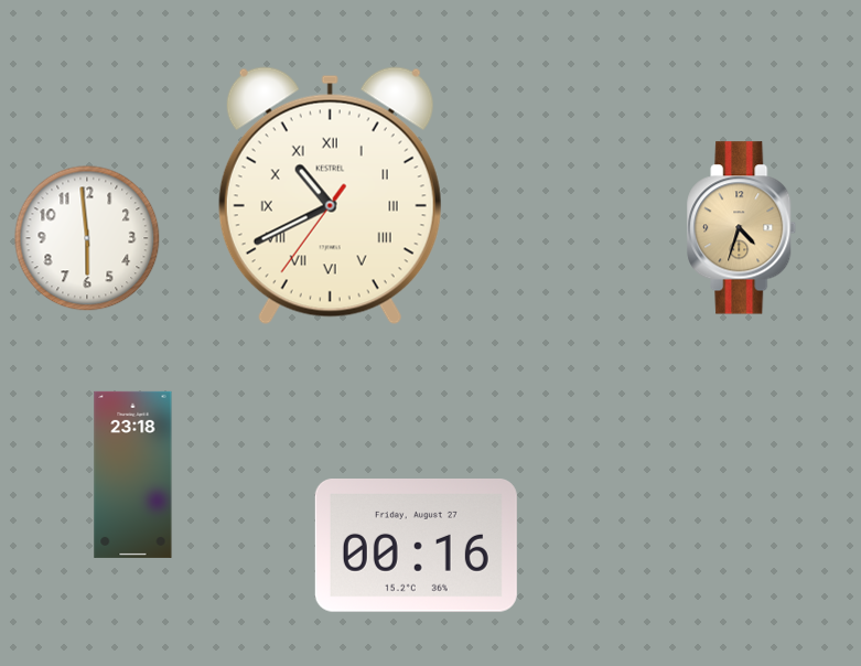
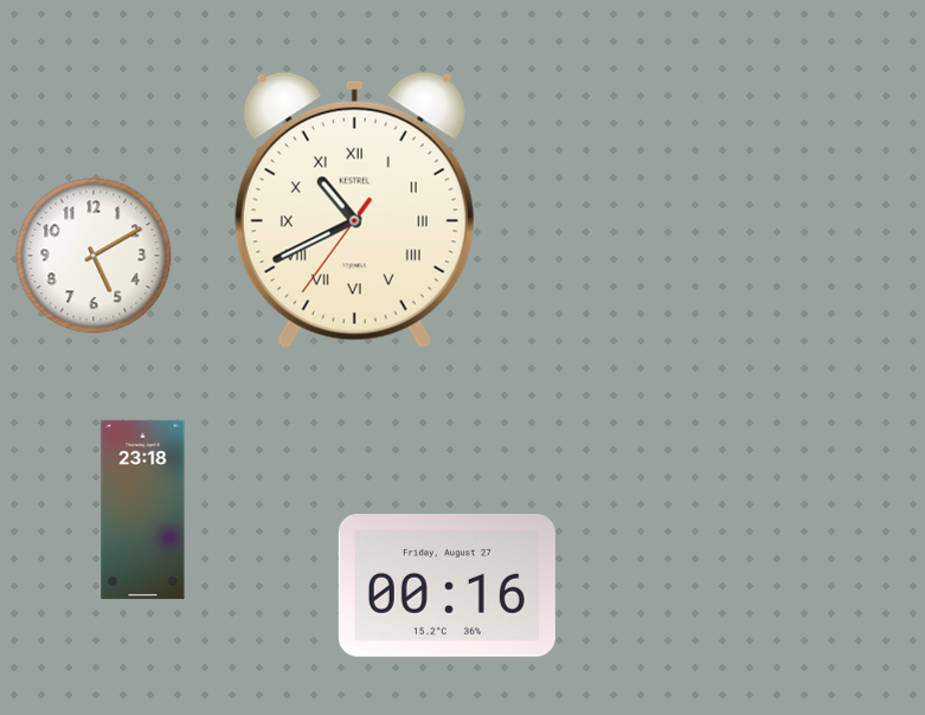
clock at (742, 228): 4:33 -> none
clock at (87, 238): 5:59 -> 5:10
